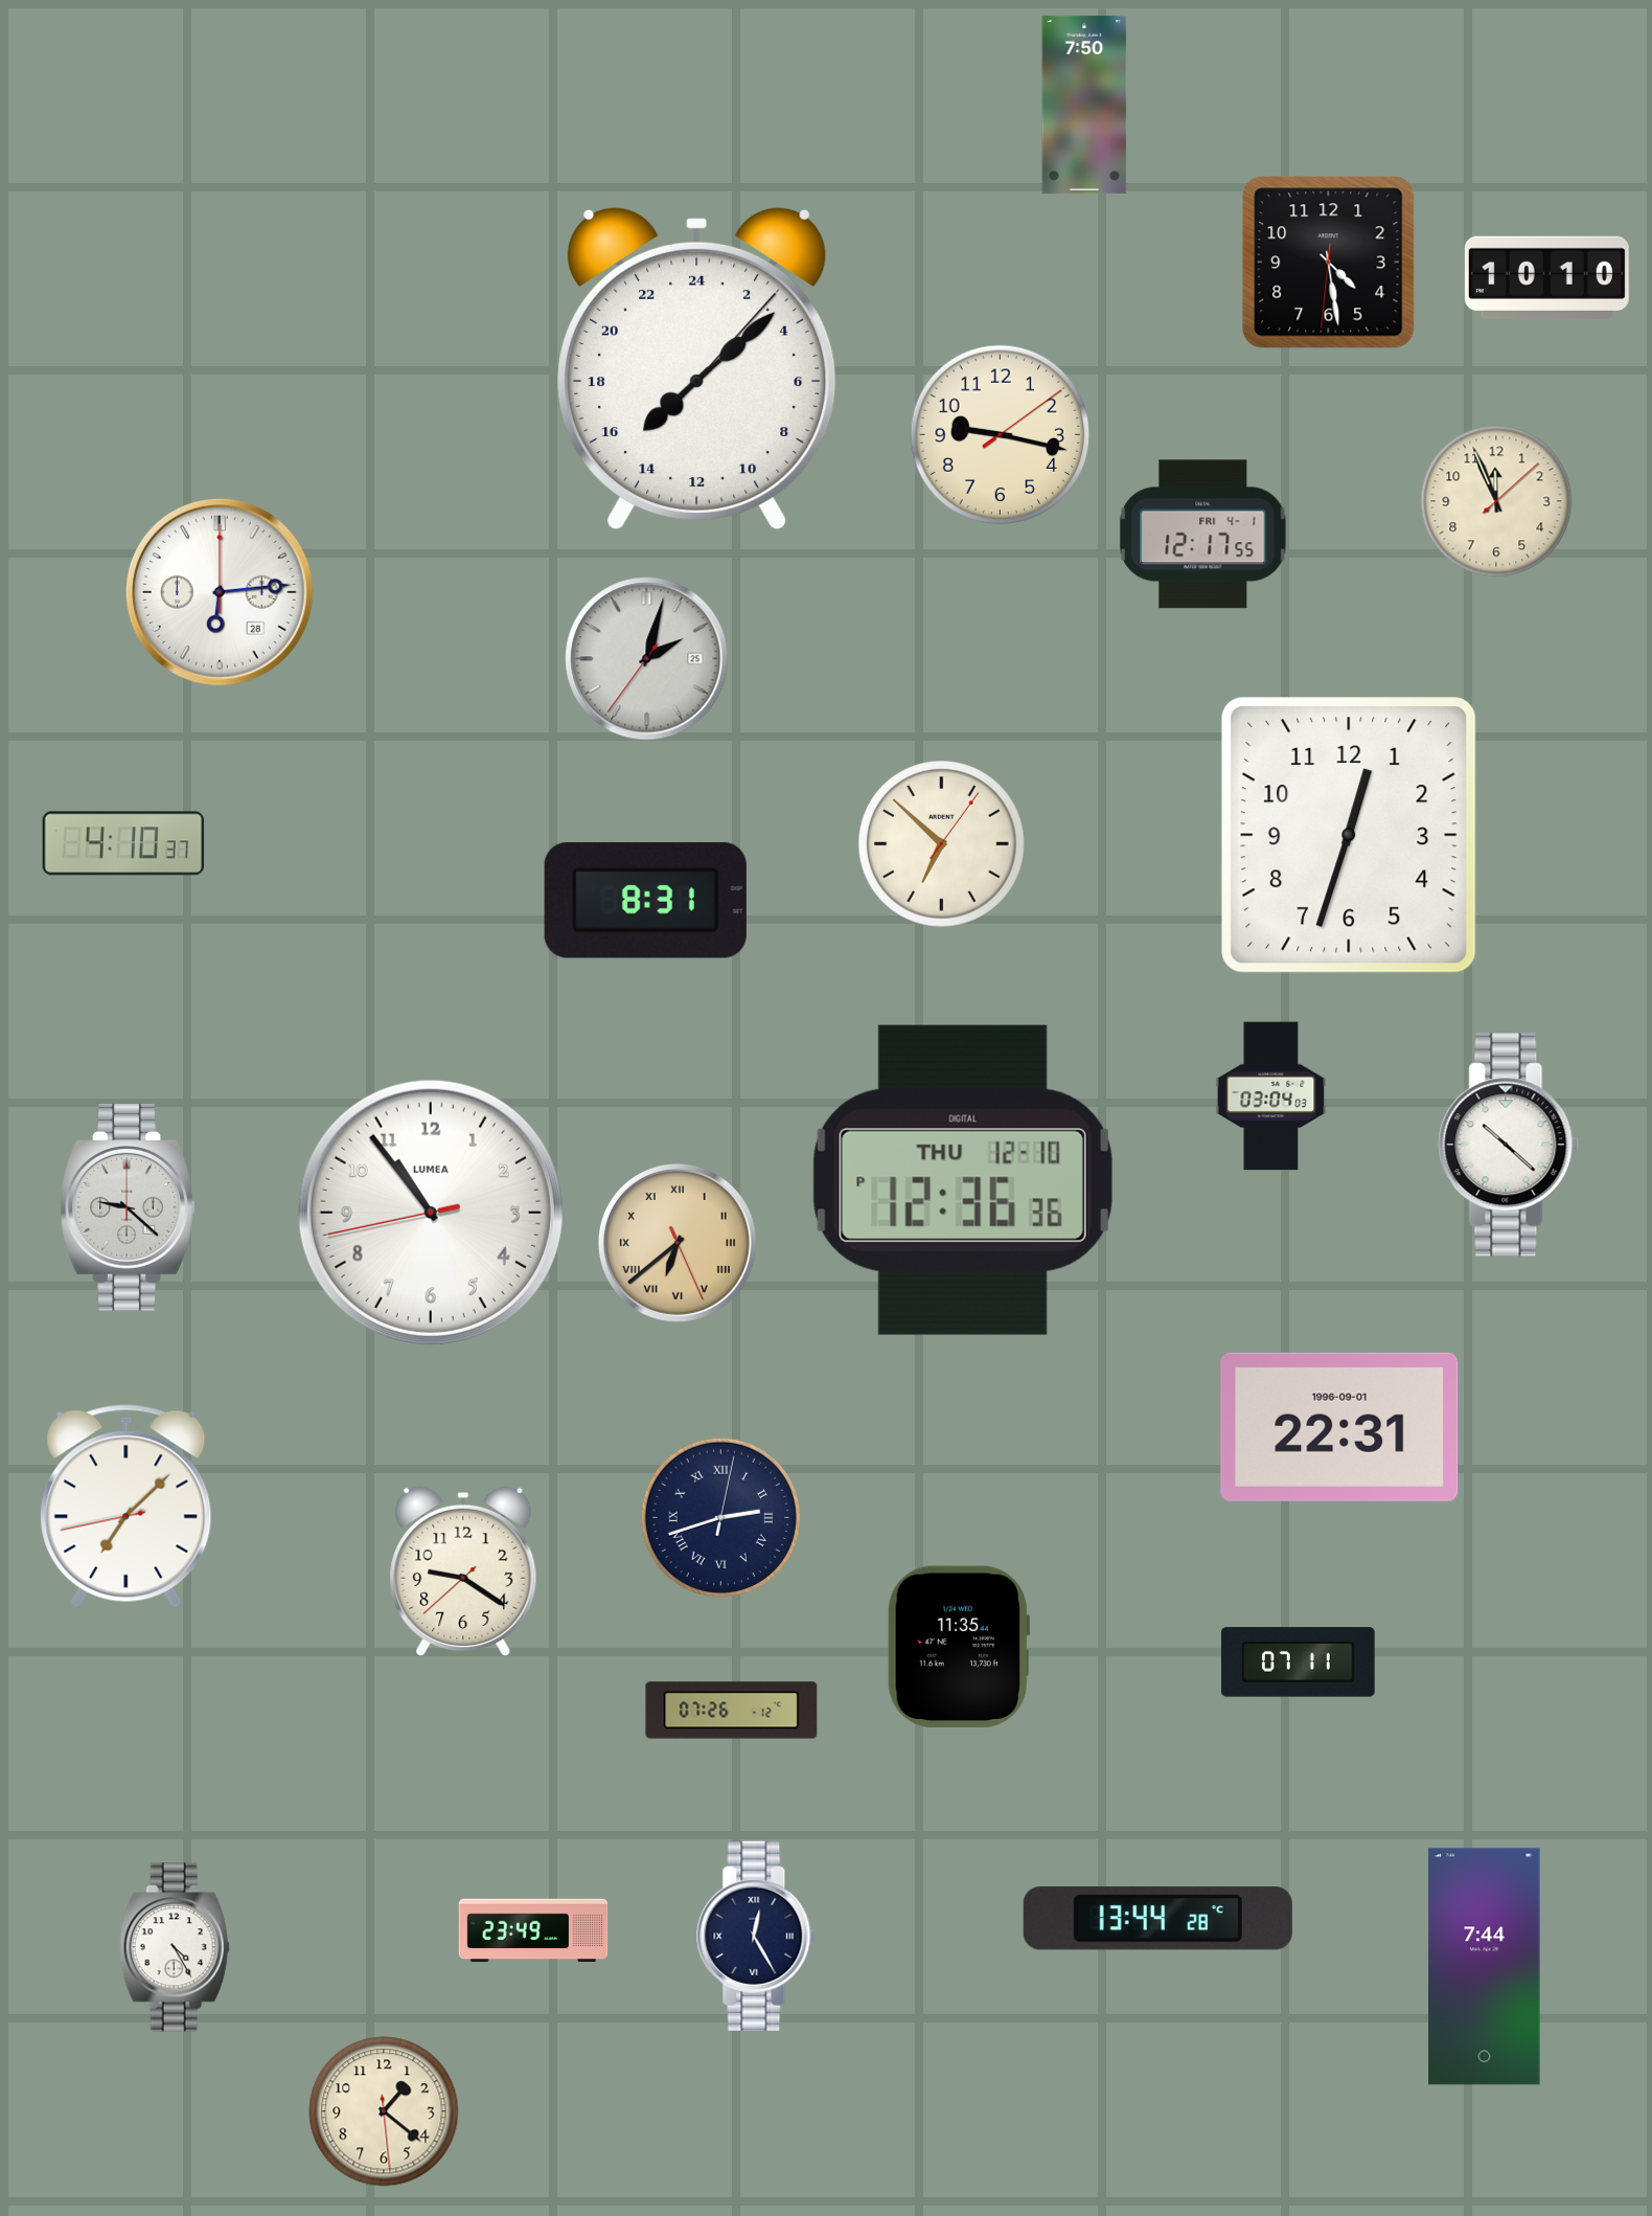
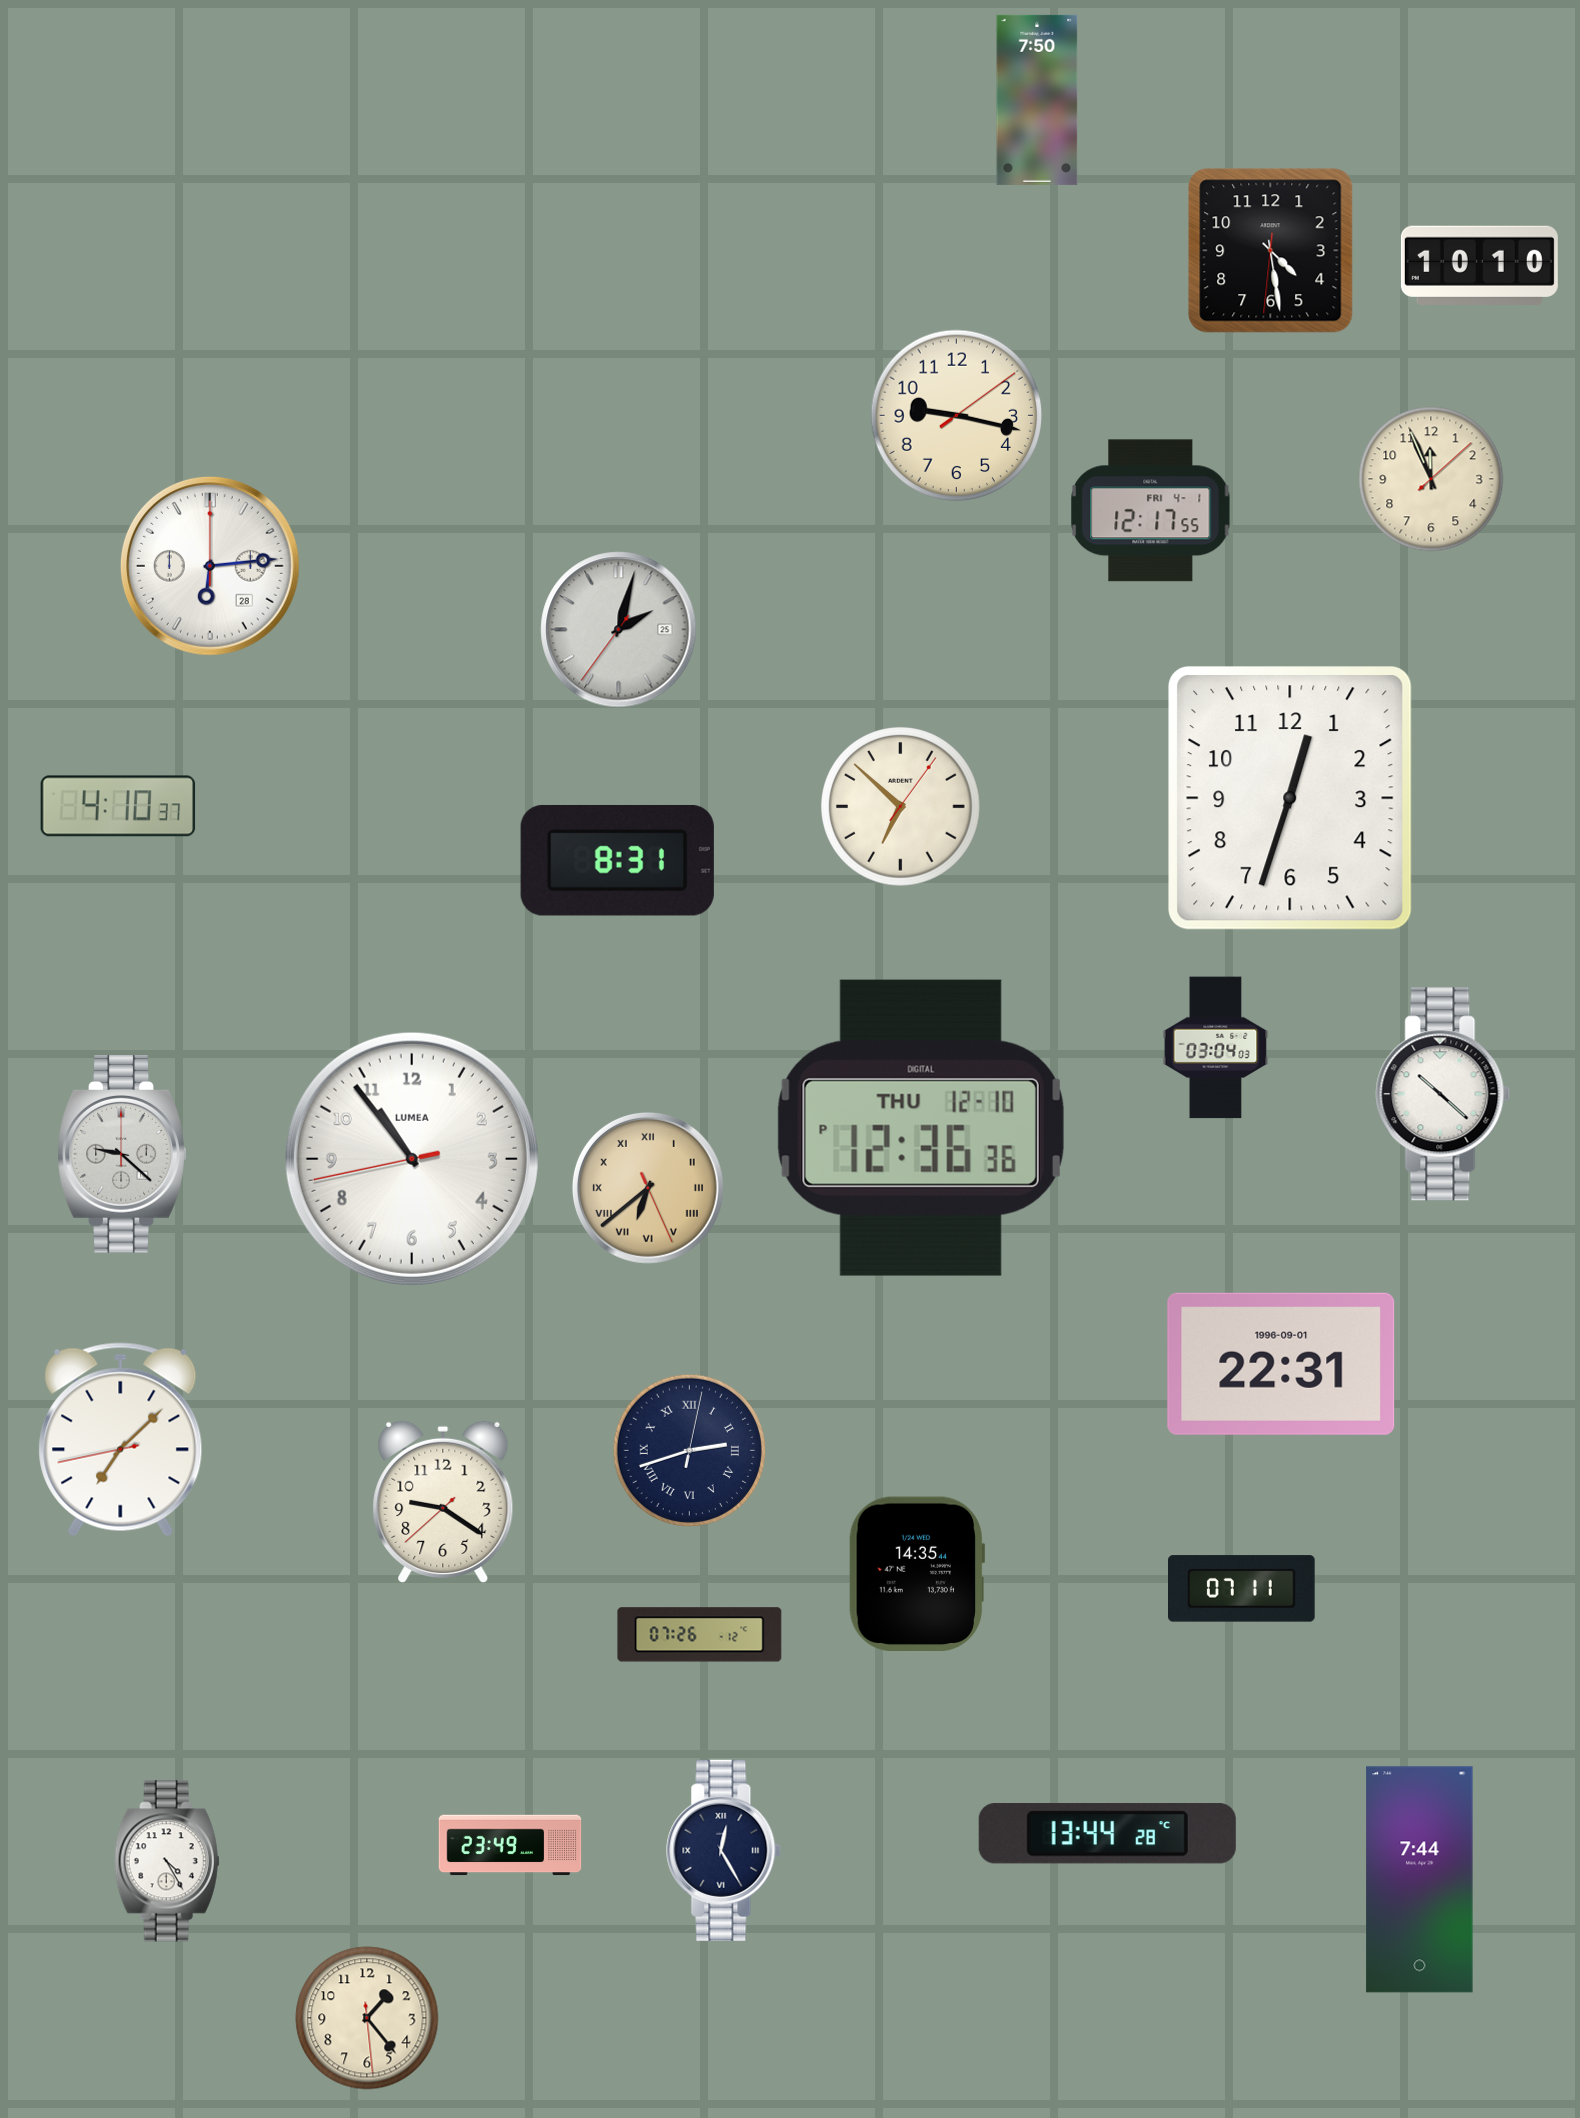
clock at (697, 367): 15:08 -> none
clock at (958, 1647): 11:35 -> 14:35
clock at (384, 2111): 1:21 -> 1:23
